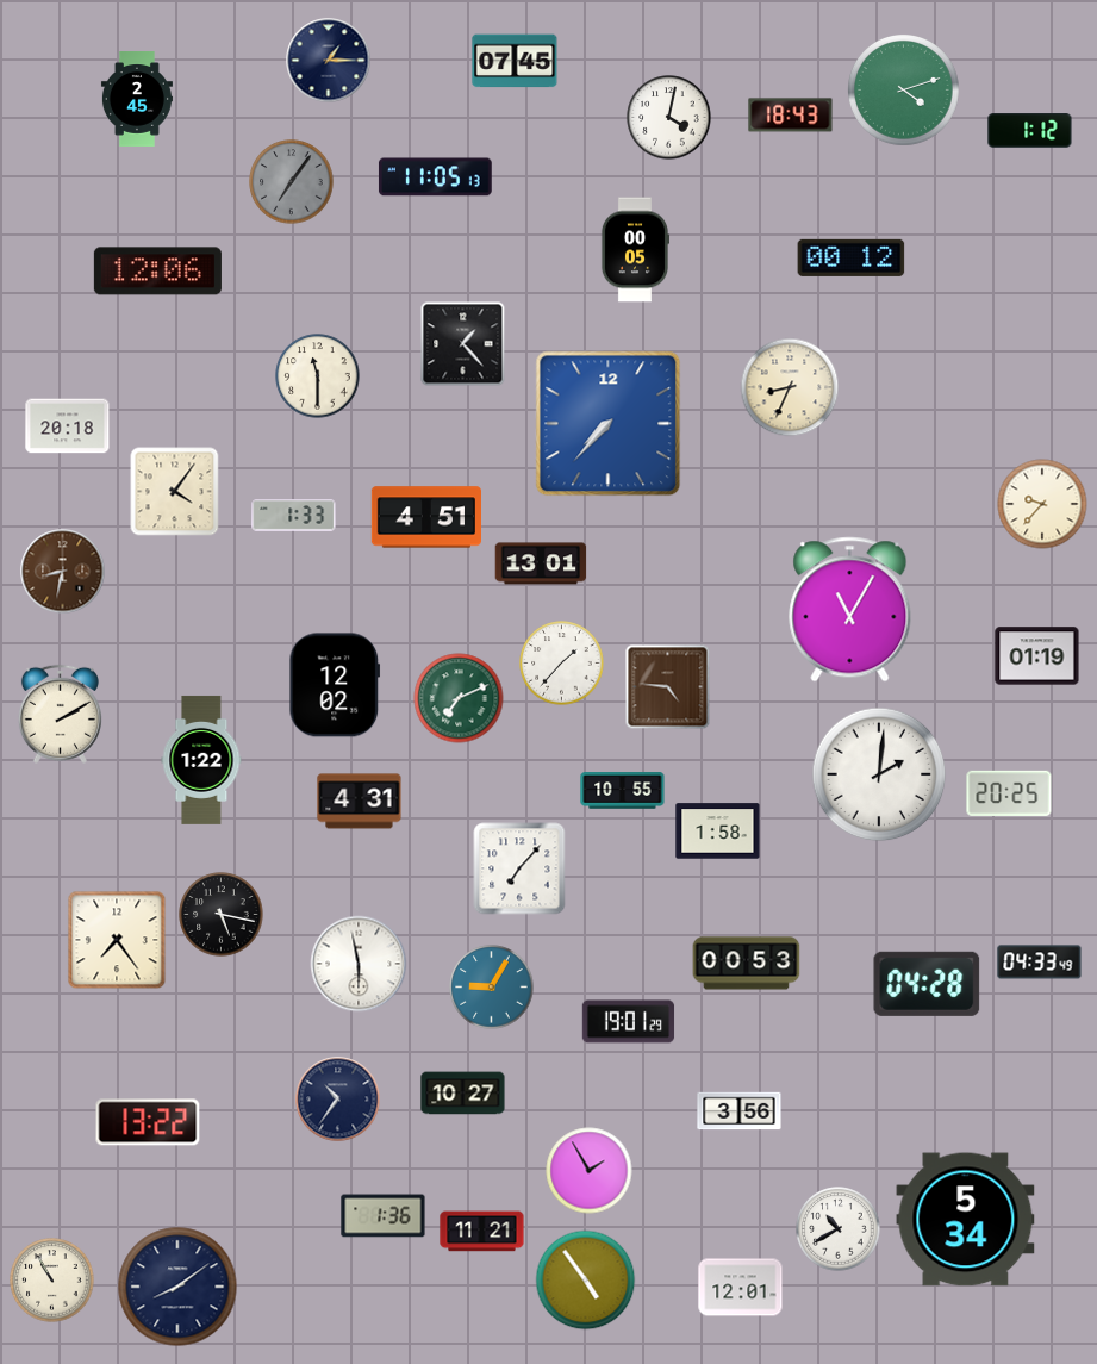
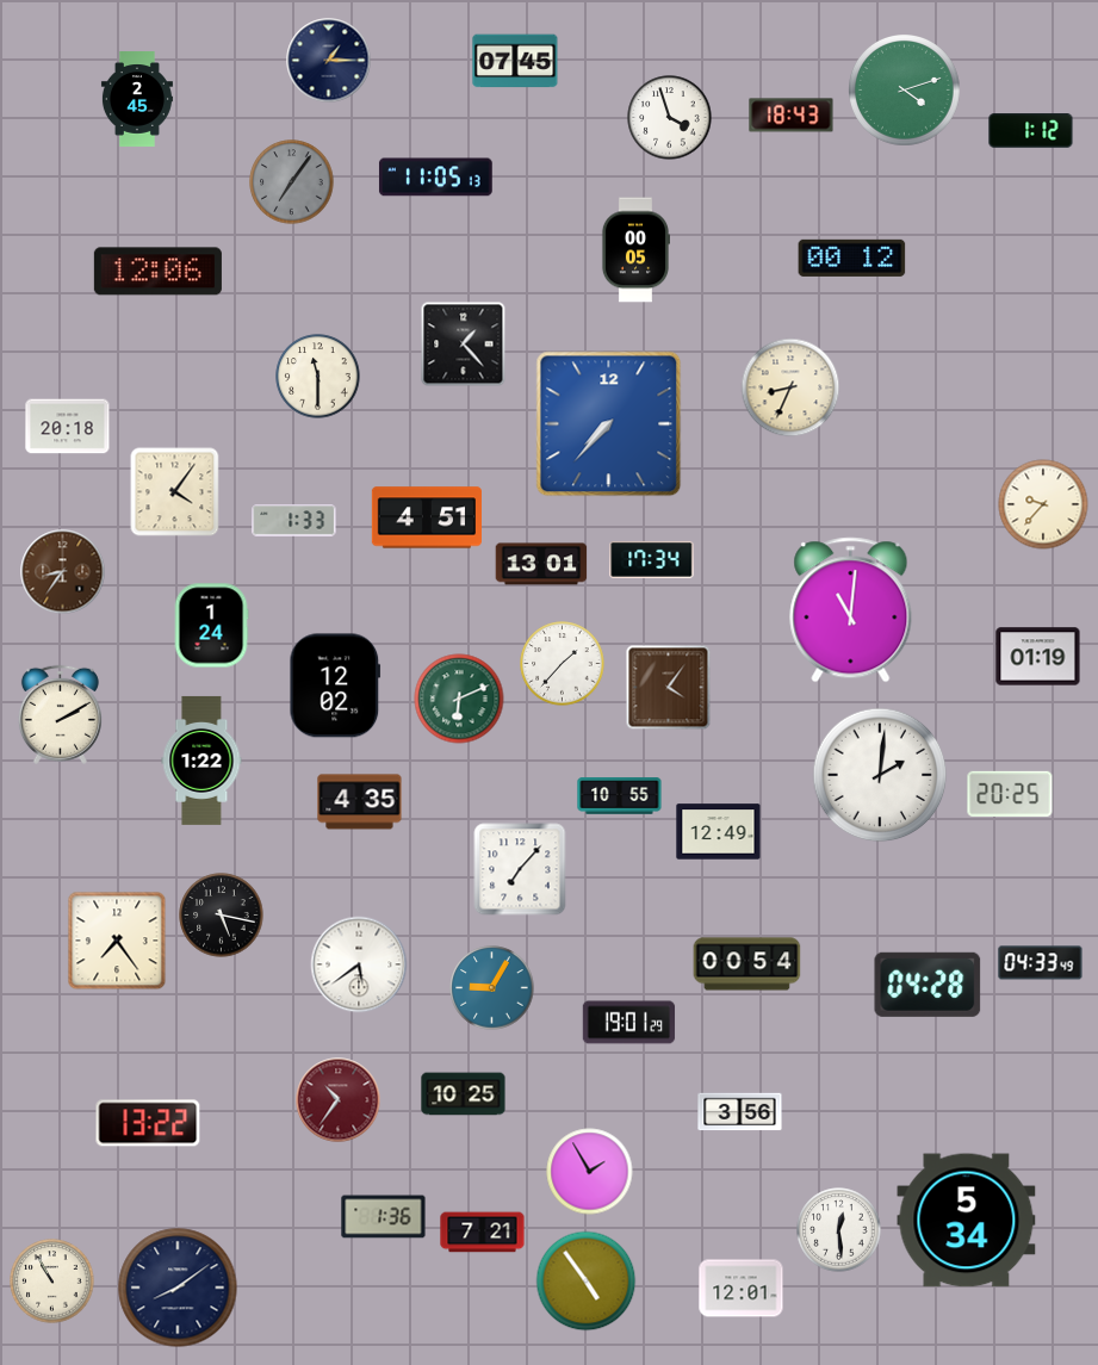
clock at (669, 118): 4:02 -> 3:57
clock at (294, 516) position: (294, 516) -> (294, 521)
clock at (652, 559): none -> 17:34
clock at (63, 572): 8:32 -> 8:36
clock at (850, 610): 11:05 -> 11:01
clock at (211, 626): none -> 1:24
clock at (668, 687): 4:46 -> 4:06
clock at (459, 698): 7:11 -> 6:11
clock at (623, 791) position: (623, 791) -> (620, 796)
clock at (360, 802): 4:31 -> 4:35
clock at (718, 832): 1:58 -> 12:49
clock at (359, 964): 5:58 -> 5:39
clock at (747, 964): 00:53 -> 00:54
clock at (463, 1094): 10:27 -> 10:25
clock at (338, 1100) dial: navy -> burgundy
clock at (839, 1229): 10:40 -> 12:29
clock at (482, 1232): 11:21 -> 7:21
